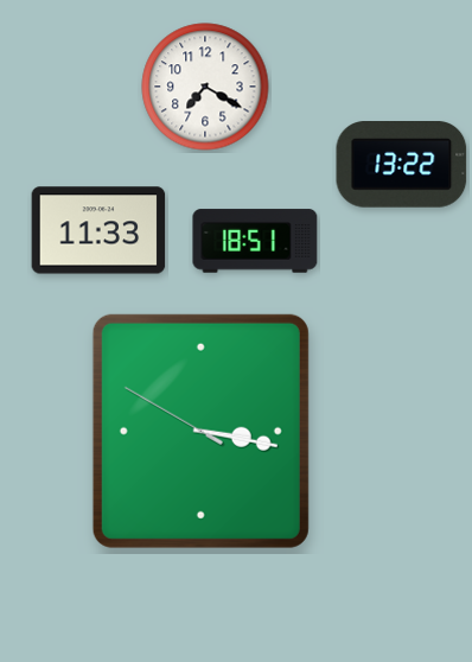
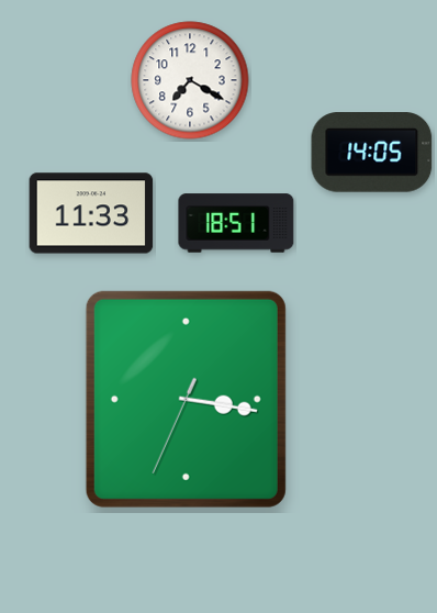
clock at (402, 165): 13:22 -> 14:05
clock at (200, 431): 3:16:50 -> 3:16:34
